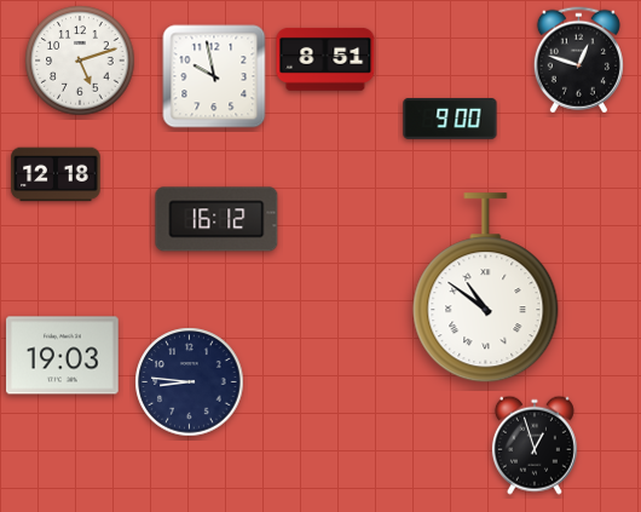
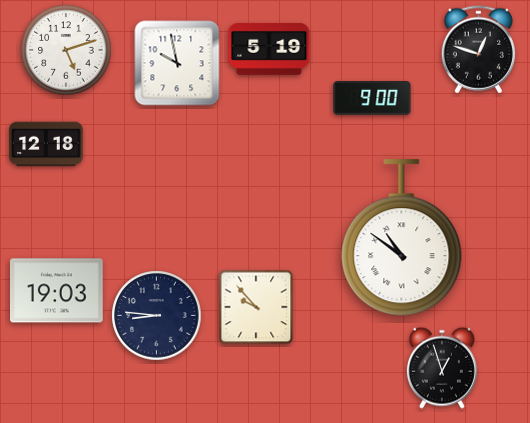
clock at (325, 59): 8:51 -> 5:19
clock at (216, 219): 16:12 -> none
clock at (63, 356) position: (63, 356) -> (57, 291)
clock at (256, 307): none -> 9:53
